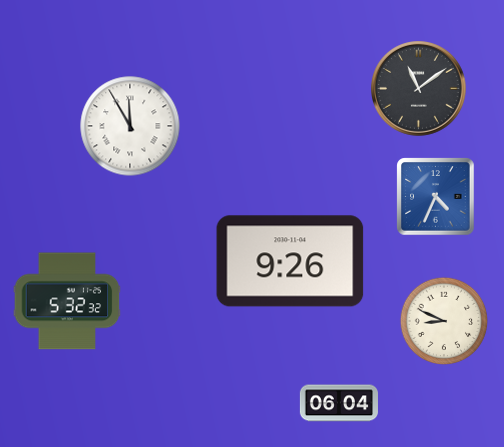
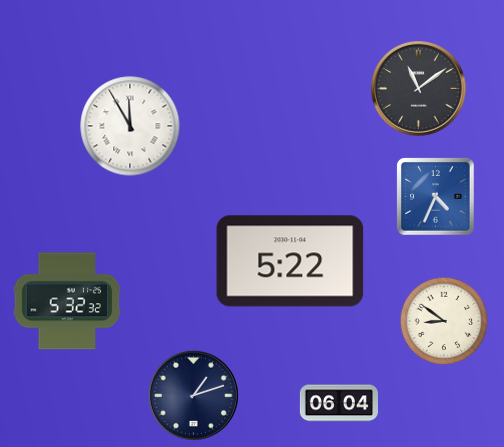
clock at (290, 261): 9:26 -> 5:22
clock at (444, 321): 8:49 -> 8:51
clock at (193, 395): none -> 1:12
